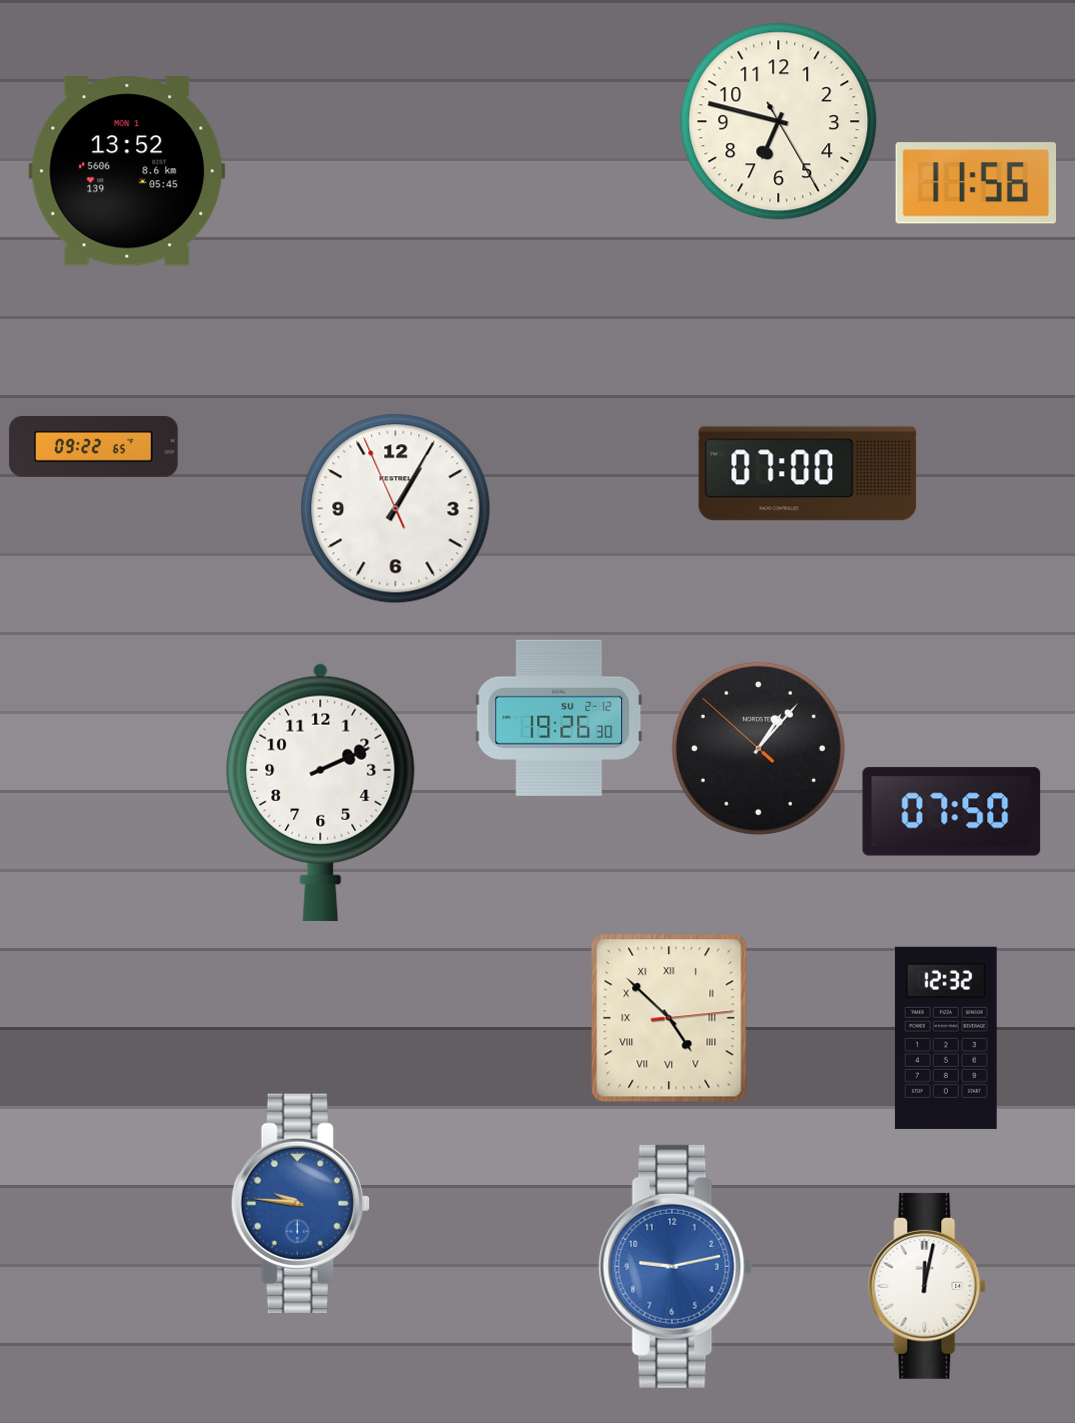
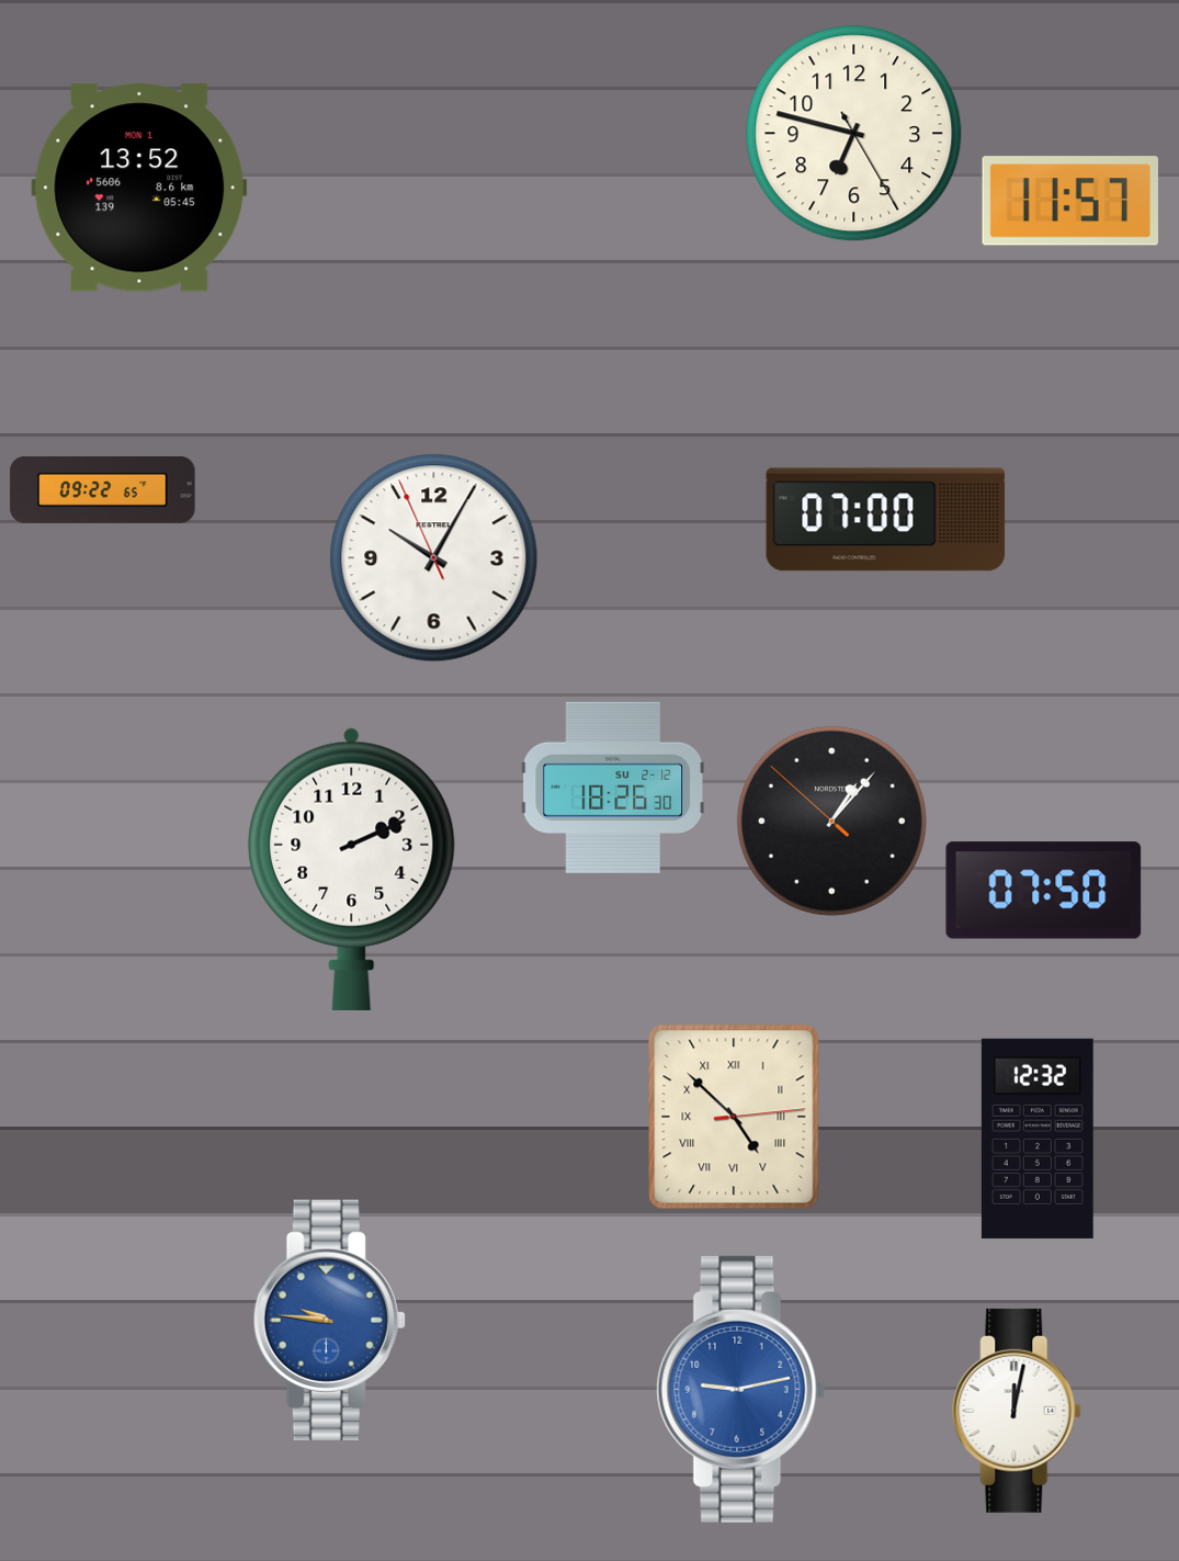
clock at (975, 183): 11:56 -> 11:57
clock at (396, 509): 1:04 -> 10:04
clock at (559, 718): 19:26 -> 18:26
